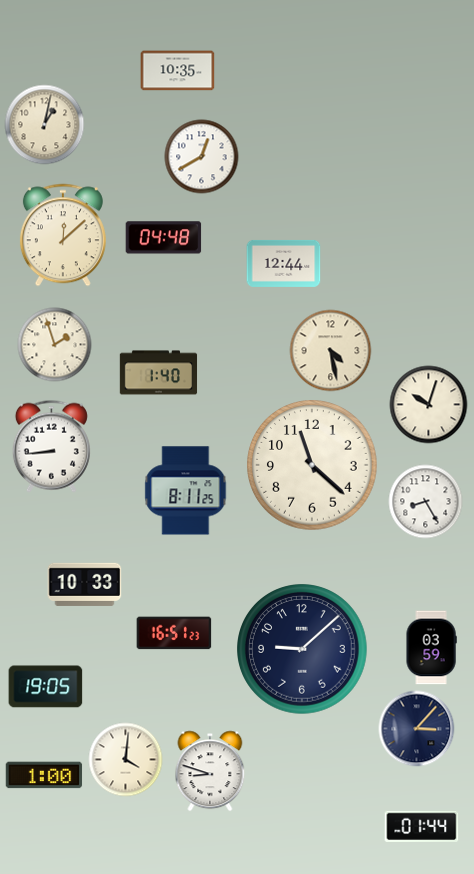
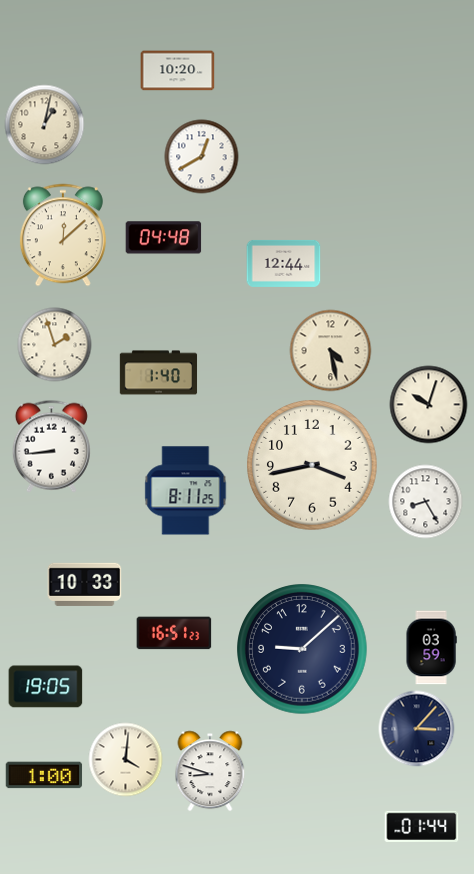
clock at (178, 71): 10:35 -> 10:20
clock at (312, 465): 11:22 -> 3:43
